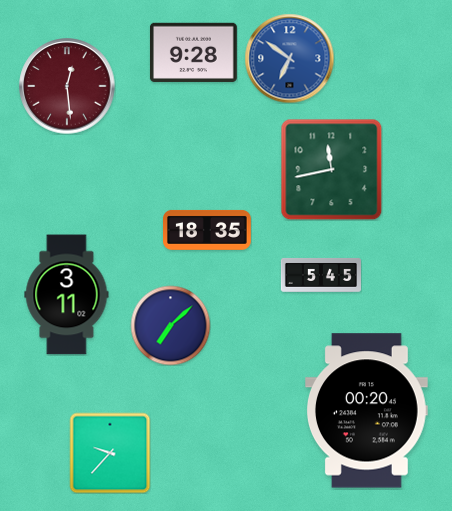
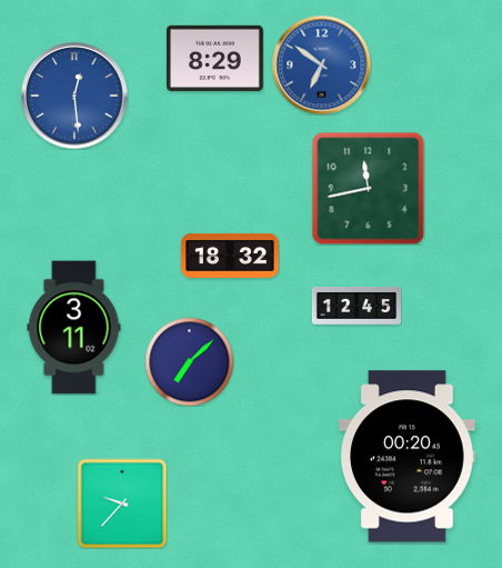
clock at (193, 52): 9:28 -> 8:29
clock at (67, 86) dial: burgundy -> blue
clock at (208, 230): 18:35 -> 18:32
clock at (321, 275): 5:45 -> 12:45
